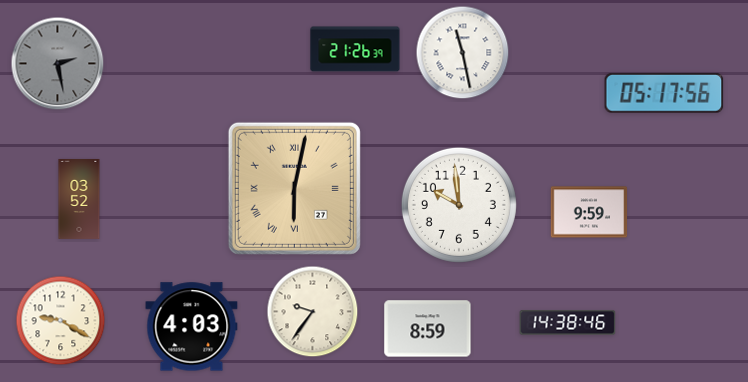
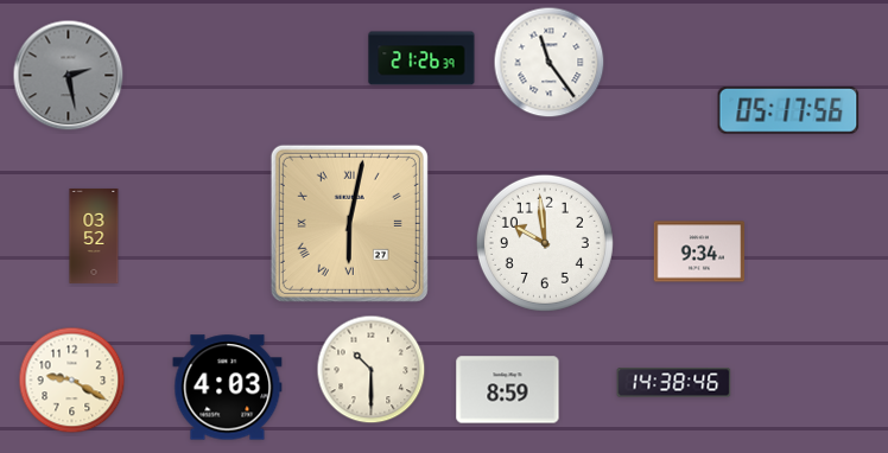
clock at (463, 53): 11:28 -> 11:24
clock at (589, 212): 9:59 -> 9:34
clock at (313, 312): 9:36 -> 10:30
